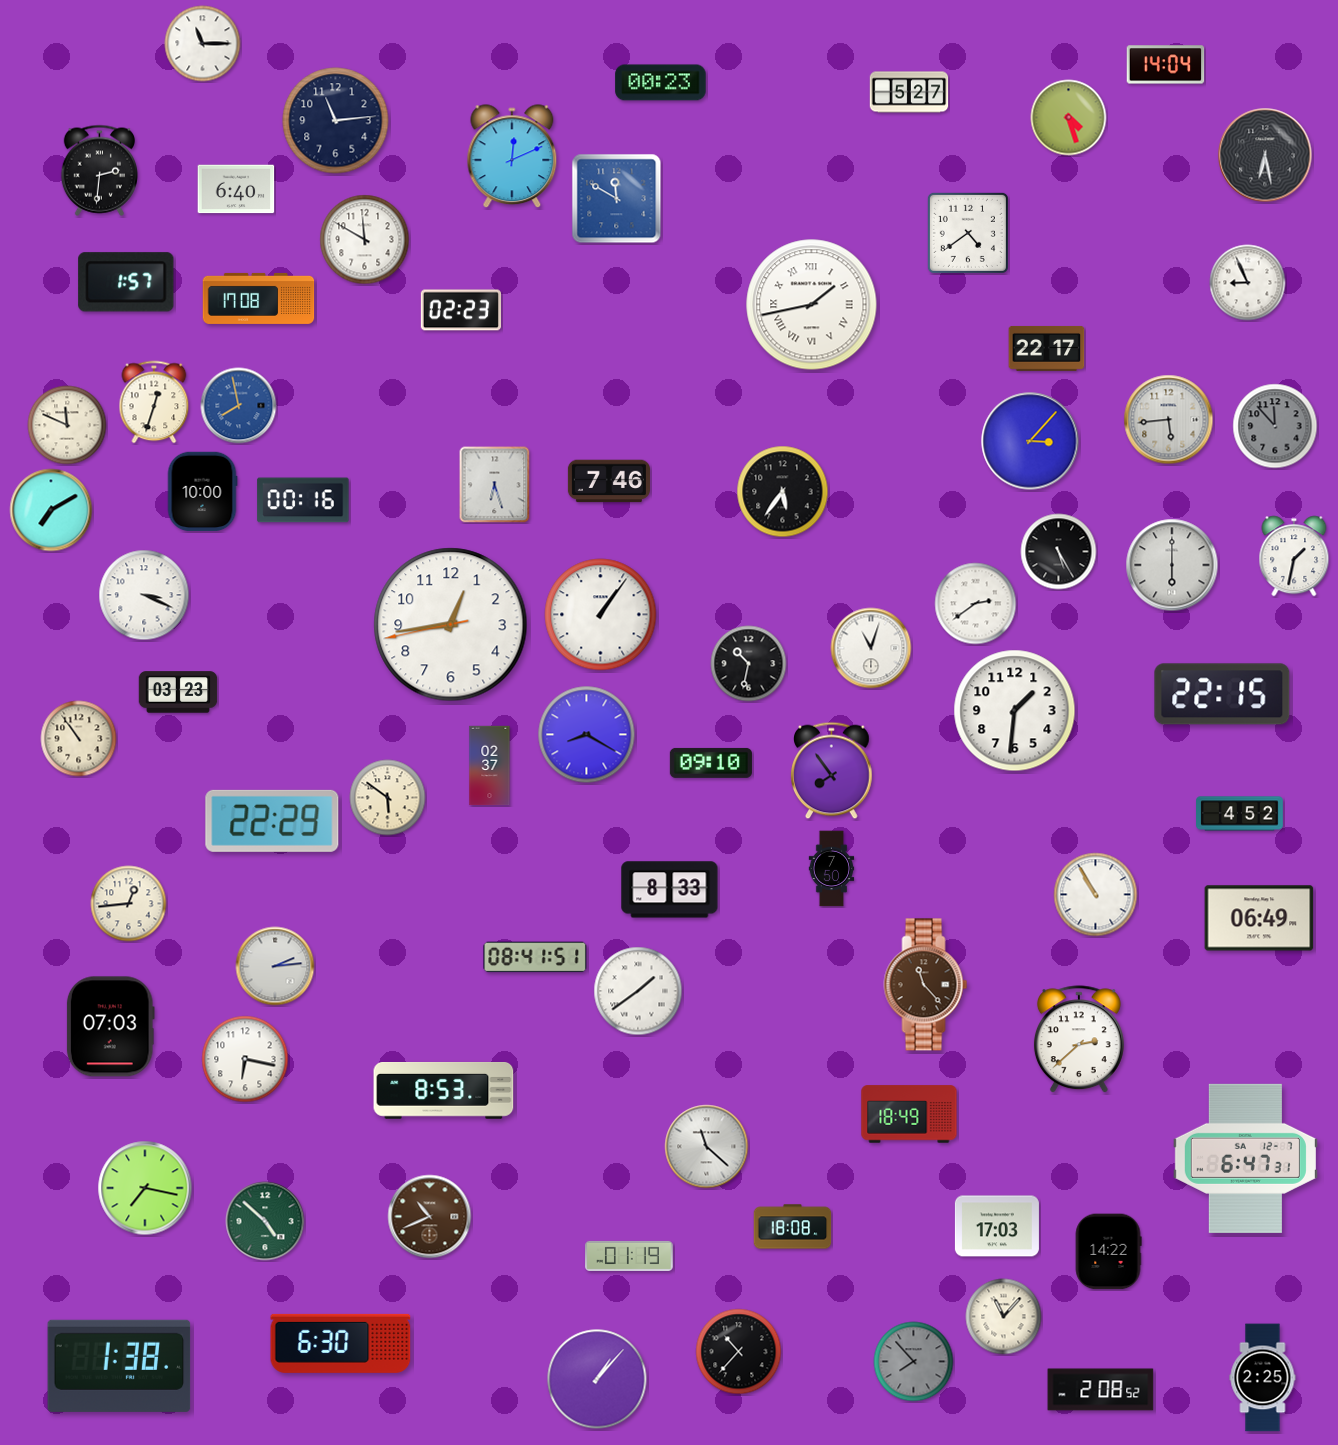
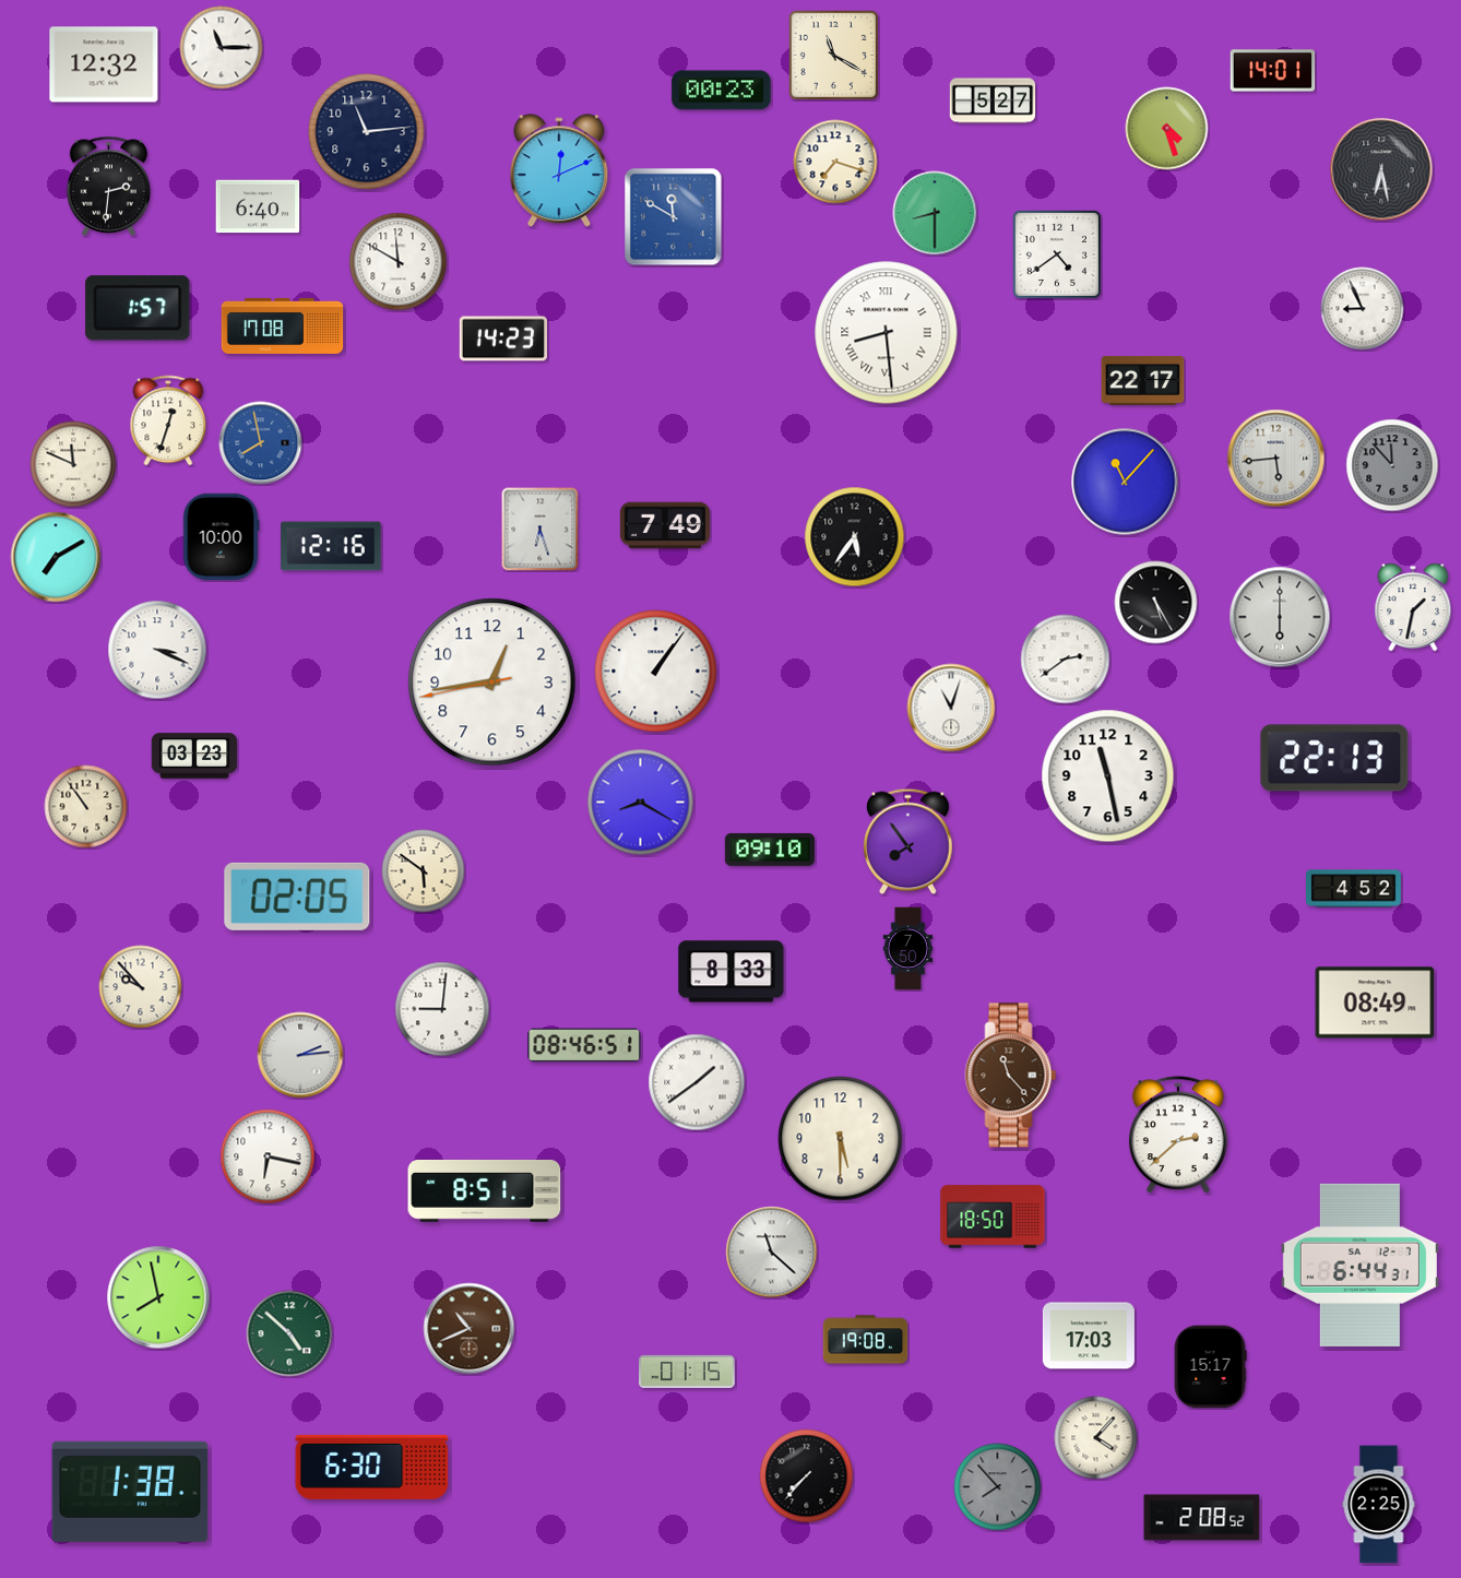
clock at (834, 56): none -> 11:20
clock at (104, 64): none -> 12:32
clock at (1166, 65): 14:04 -> 14:01
clock at (835, 162): none -> 7:18
clock at (935, 213): none -> 8:30
clock at (812, 305): 1:43 -> 8:29
clock at (460, 310): 02:23 -> 14:23
clock at (154, 402) position: (154, 402) -> (168, 420)
clock at (1030, 441): 3:07 -> 11:07
clock at (609, 481): 7:46 -> 7:49
clock at (303, 500): 00:16 -> 12:16
clock at (749, 664): 10:32 -> none
clock at (1222, 694): 22:15 -> 22:13
clock at (1015, 711): 1:31 -> 11:28
clock at (711, 763) position: (711, 763) -> (770, 850)
clock at (490, 766): 02:37 -> none
clock at (272, 821): 22:29 -> 02:05
clock at (1096, 895): 10:55 -> none
clock at (129, 904): 12:44 -> 9:53
clock at (1259, 918): 06:49 -> 08:49
clock at (442, 1009): none -> 9:01
clock at (535, 957): 08:41 -> 08:46
clock at (110, 1027): 07:03 -> none
clock at (841, 1139): none -> 5:30
clock at (444, 1091): 8:53 -> 8:51
clock at (909, 1114): 18:49 -> 18:50
clock at (1245, 1158): 6:47 -> 6:44
clock at (145, 1188): 7:17 -> 7:58
clock at (997, 1226) position: (997, 1226) -> (1089, 1336)
clock at (793, 1227): 18:08 -> 19:08
clock at (1108, 1252): 14:22 -> 15:17
clock at (629, 1256): 01:19 -> 01:15
clock at (1004, 1317): 11:07 -> 4:07
clock at (739, 1352): 10:37 -> 7:37
clock at (597, 1379): 1:07 -> none
